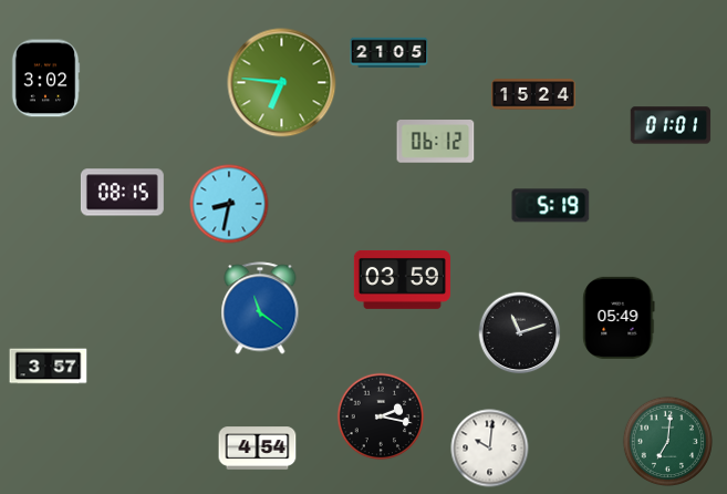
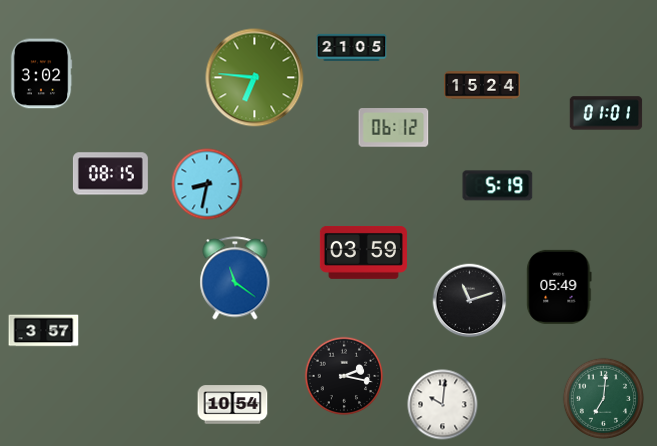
clock at (45, 79) position: (45, 79) -> (41, 74)
clock at (282, 83) position: (282, 83) -> (255, 78)
clock at (258, 449): 4:54 -> 10:54
